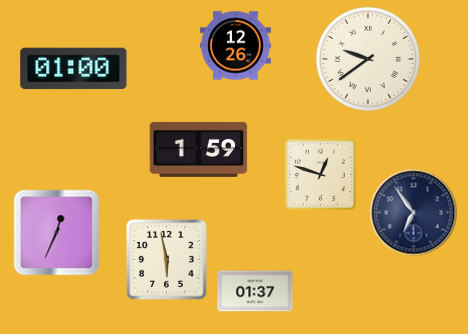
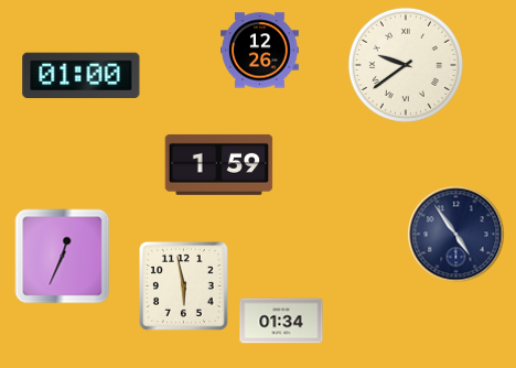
clock at (320, 174): 12:48 -> none
clock at (414, 213): 6:54 -> 4:54
clock at (255, 291): 01:37 -> 01:34
